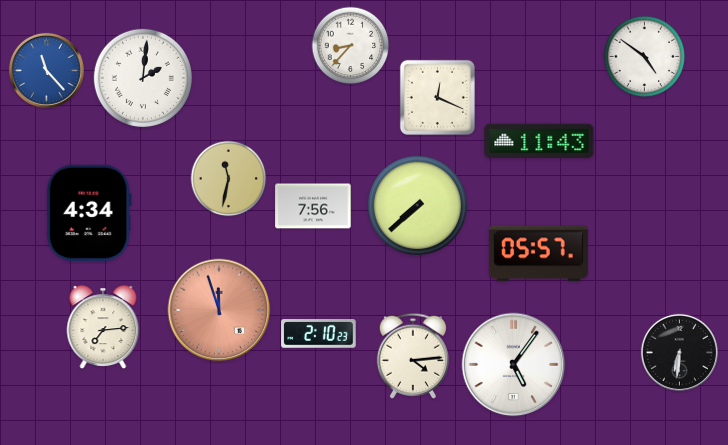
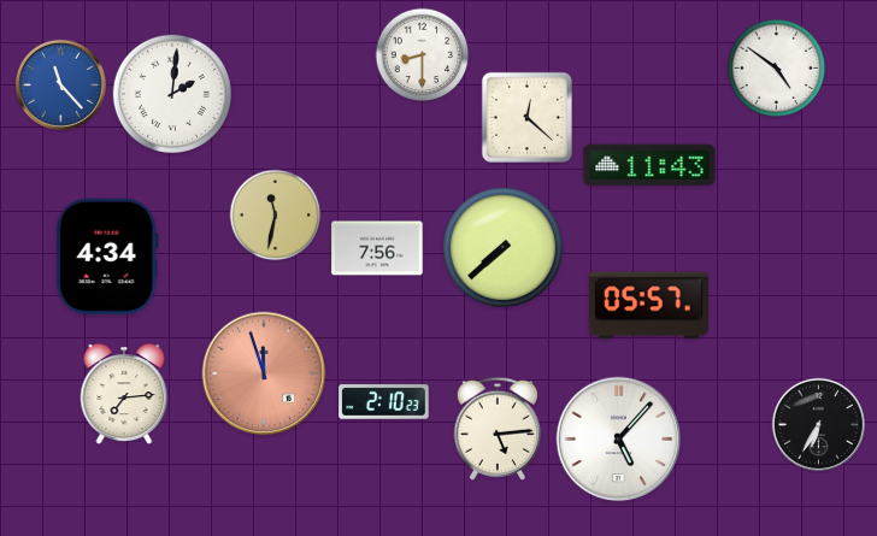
clock at (351, 46): 8:37 -> 8:30
clock at (46, 70) position: (46, 70) -> (60, 84)
clock at (437, 97): 12:19 -> 12:22
clock at (539, 141) position: (539, 141) -> (649, 165)
clock at (679, 352): 6:31 -> 6:35
clock at (413, 356): 4:14 -> 5:14
clock at (514, 365): 5:06 -> 5:07
